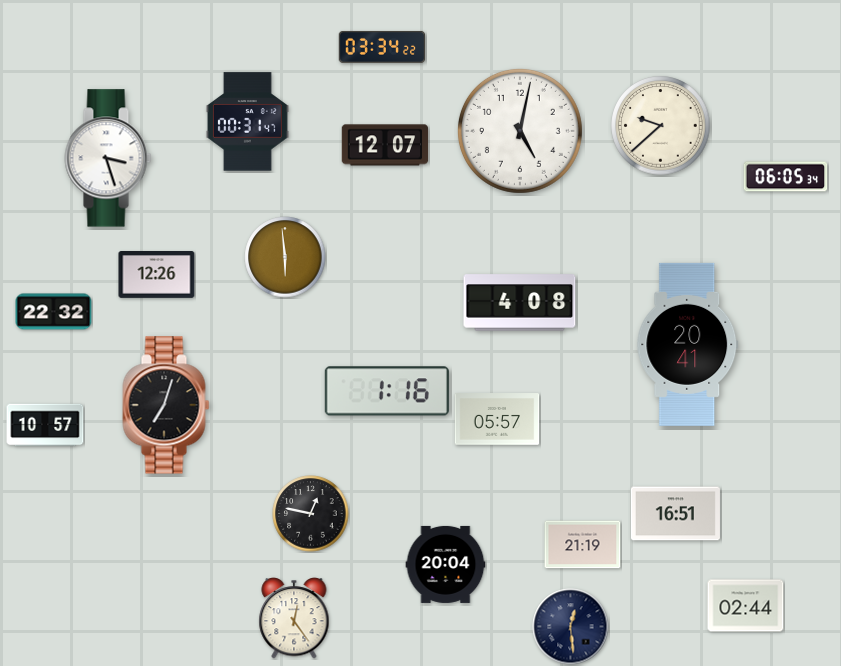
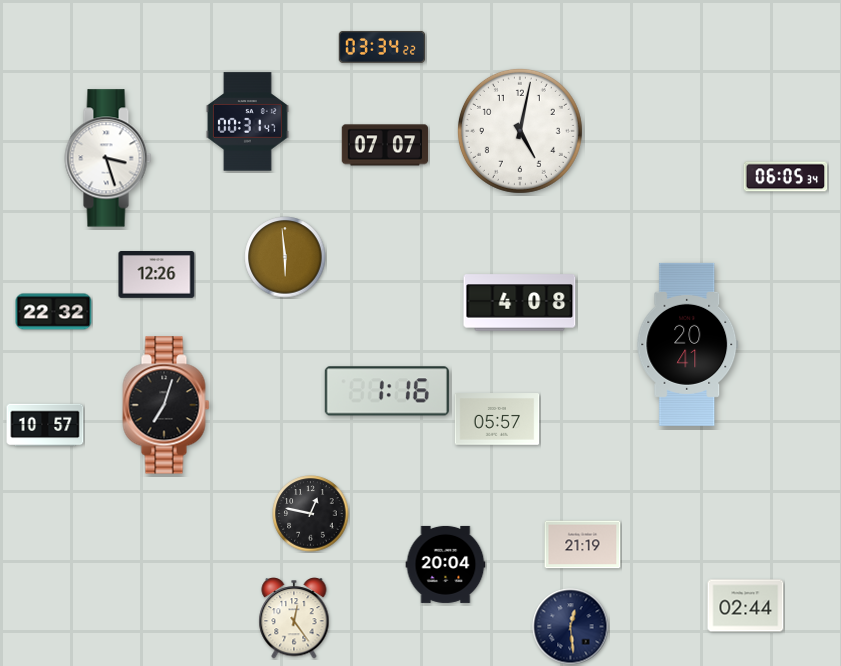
clock at (661, 126): 9:38 -> none
clock at (385, 145): 12:07 -> 07:07
clock at (675, 514): 16:51 -> none
